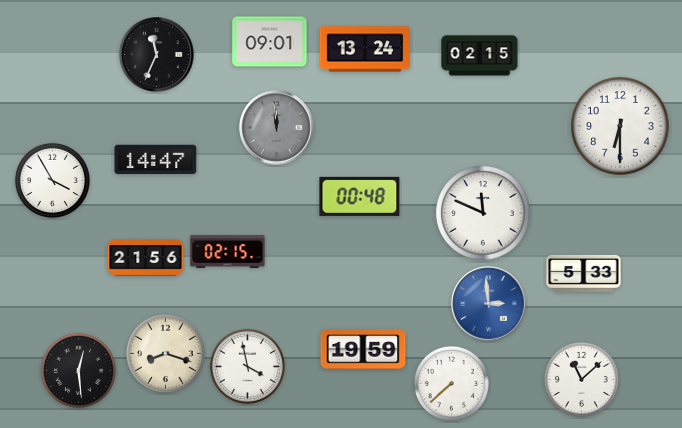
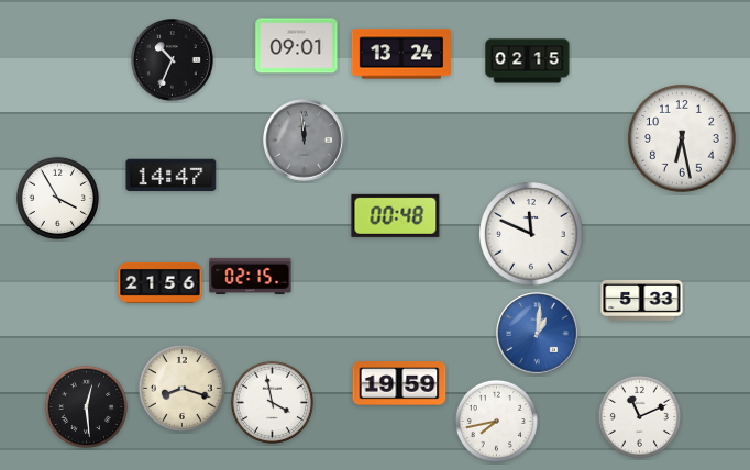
clock at (157, 55): 11:34 -> 10:34
clock at (620, 126): 6:30 -> 6:28
clock at (489, 304): 2:59 -> 1:01
clock at (581, 379): 11:08 -> 11:11
clock at (451, 383): 7:38 -> 7:43
